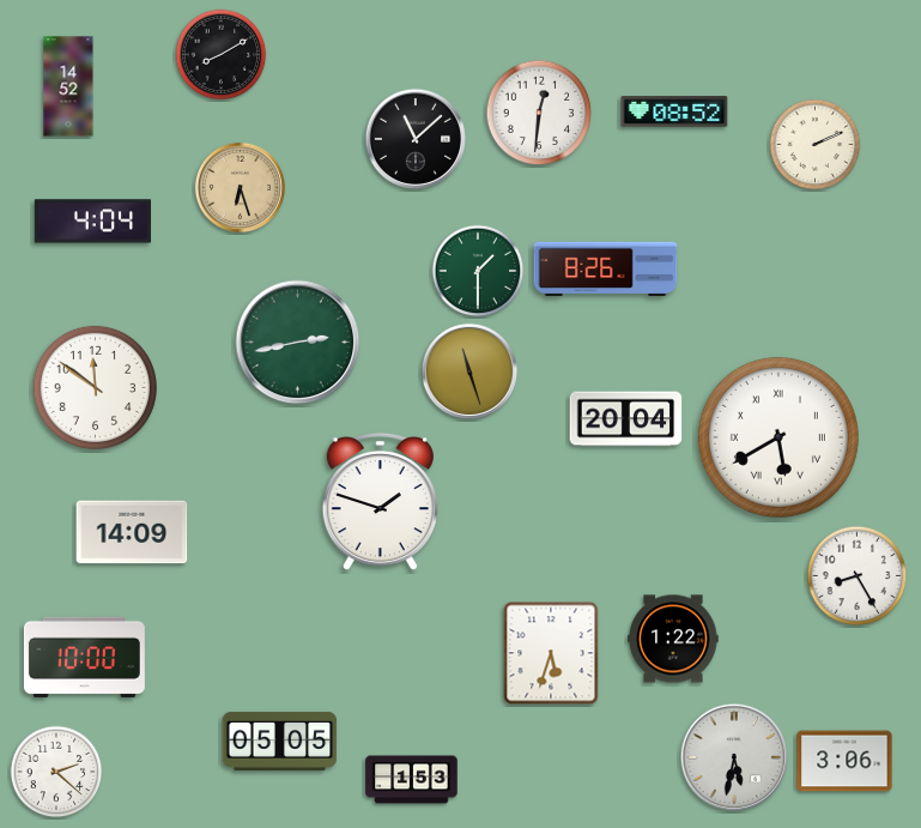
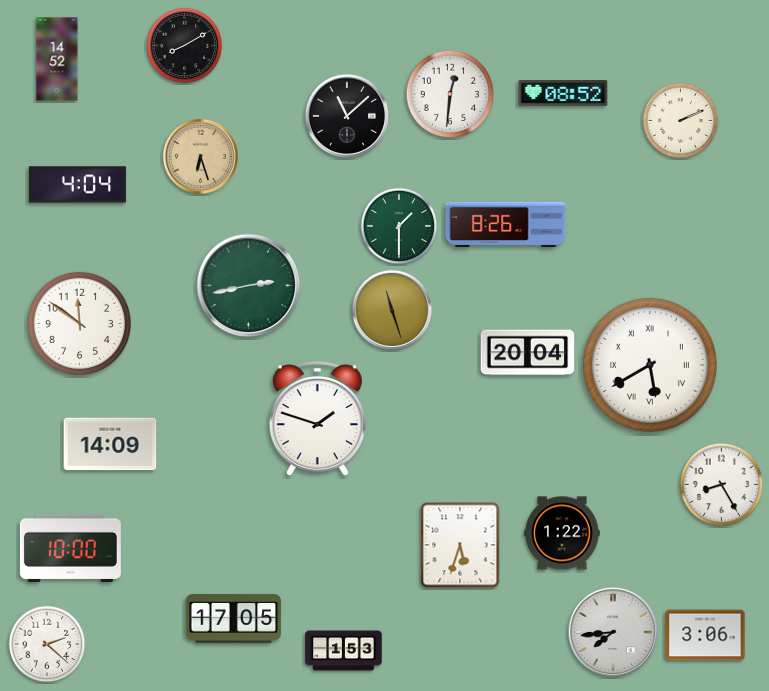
clock at (68, 86) position: (68, 86) -> (57, 59)
clock at (626, 419) position: (626, 419) -> (528, 353)
clock at (858, 576) position: (858, 576) -> (722, 485)
clock at (280, 741): 05:05 -> 17:05
clock at (734, 757): 5:32 -> 7:44
